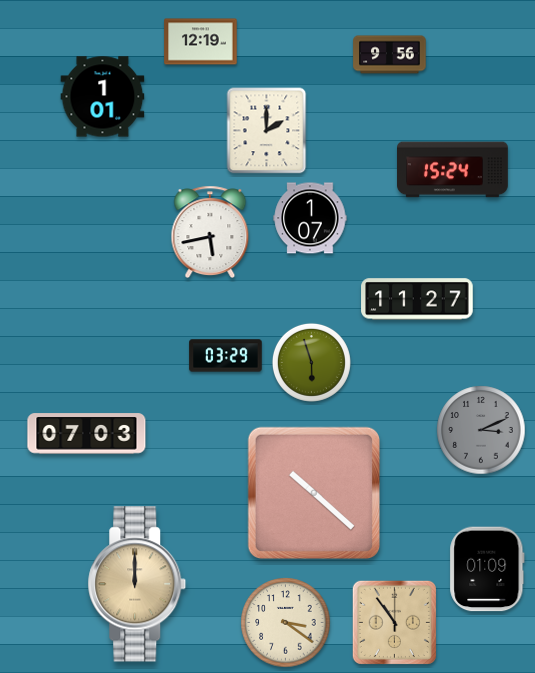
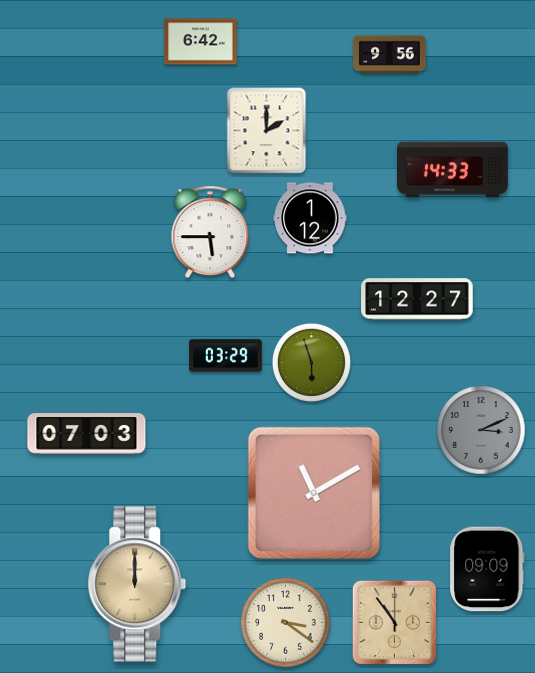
clock at (201, 42): 12:19 -> 6:42
clock at (103, 97): 1:01 -> none
clock at (453, 170): 15:24 -> 14:33
clock at (310, 218): 1:07 -> 1:12
clock at (210, 232): 5:43 -> 5:45
clock at (417, 299): 11:27 -> 12:27
clock at (314, 493): 10:22 -> 11:10
clock at (487, 569): 01:09 -> 09:09
